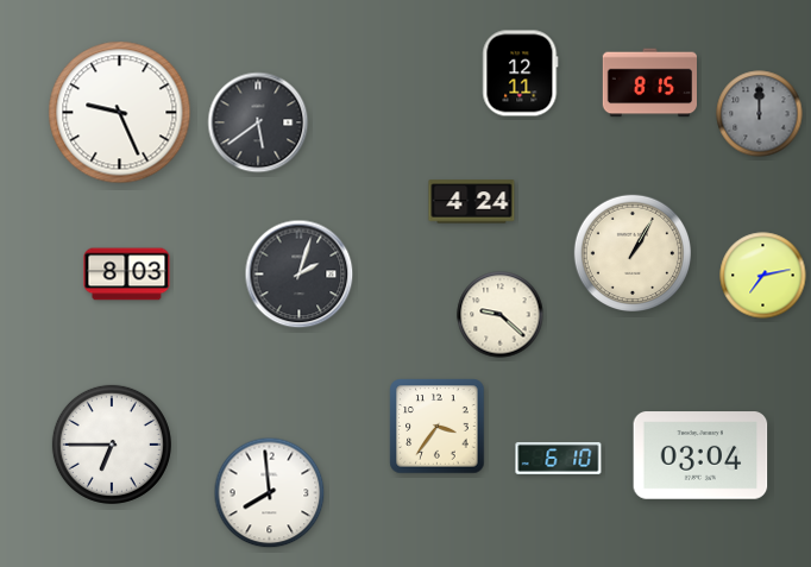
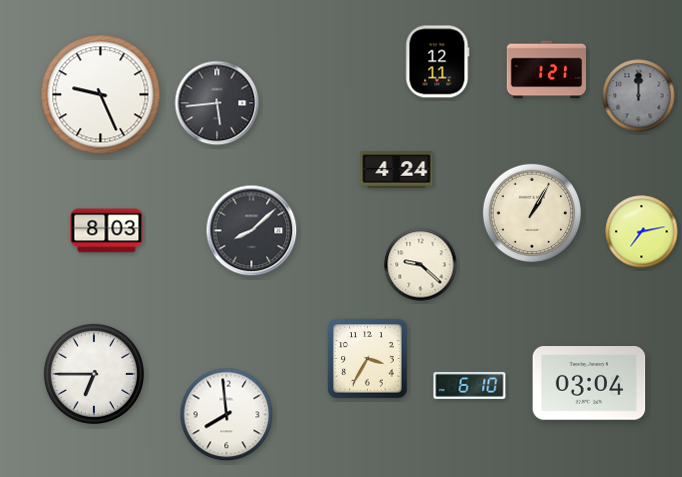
clock at (649, 83): 8:15 -> 1:21
clock at (258, 122): 5:39 -> 5:44
clock at (300, 275): 2:03 -> 8:08
clock at (438, 427): 3:36 -> 3:35
